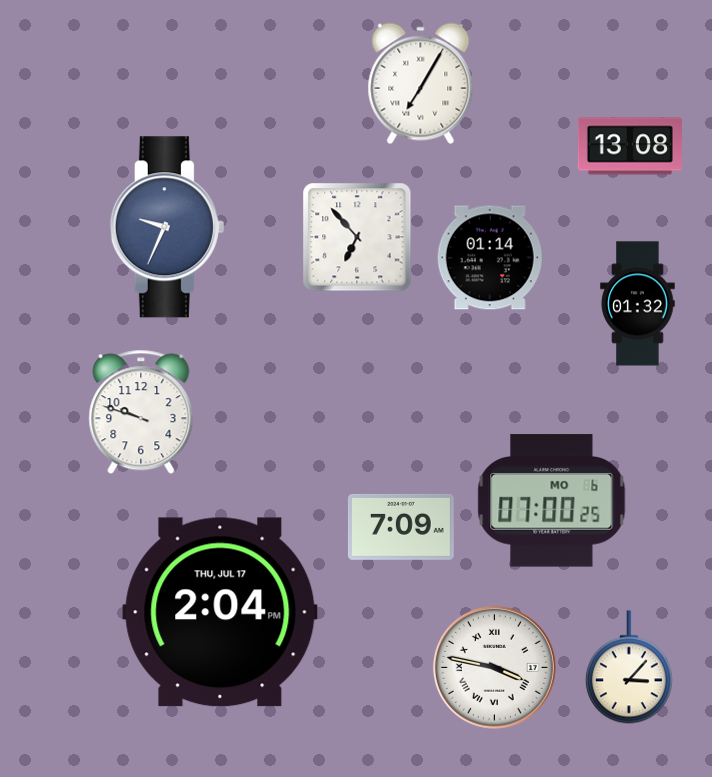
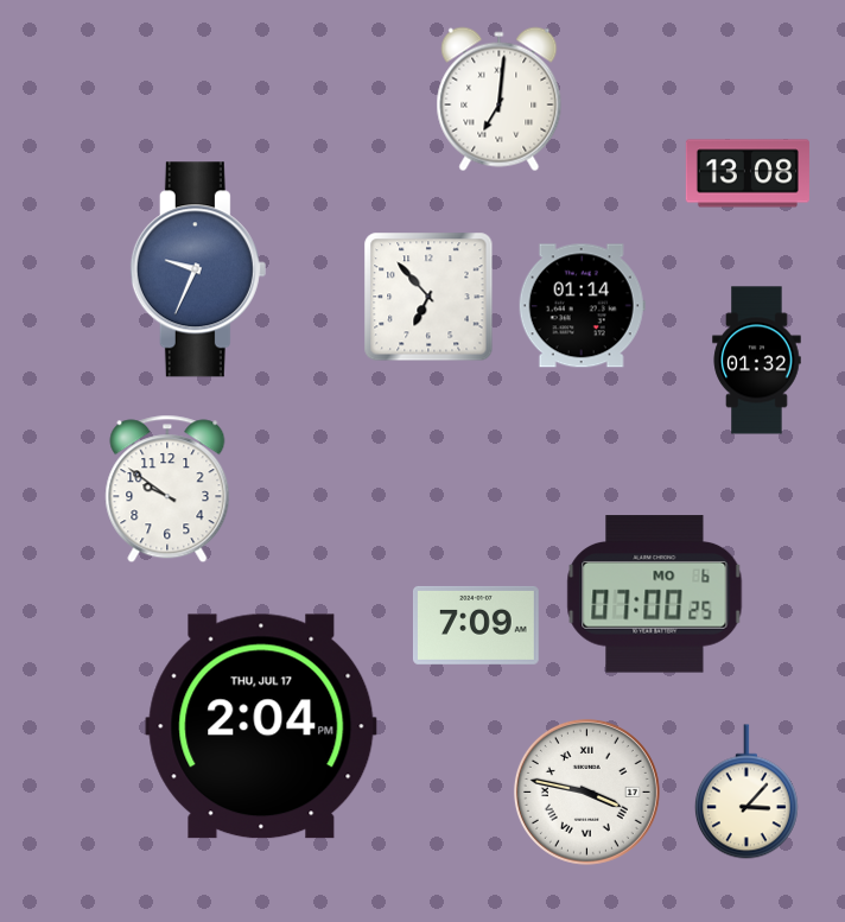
clock at (421, 84): 7:05 -> 7:01
clock at (357, 237) position: (357, 237) -> (428, 297)
clock at (141, 412): 9:48 -> 9:51
